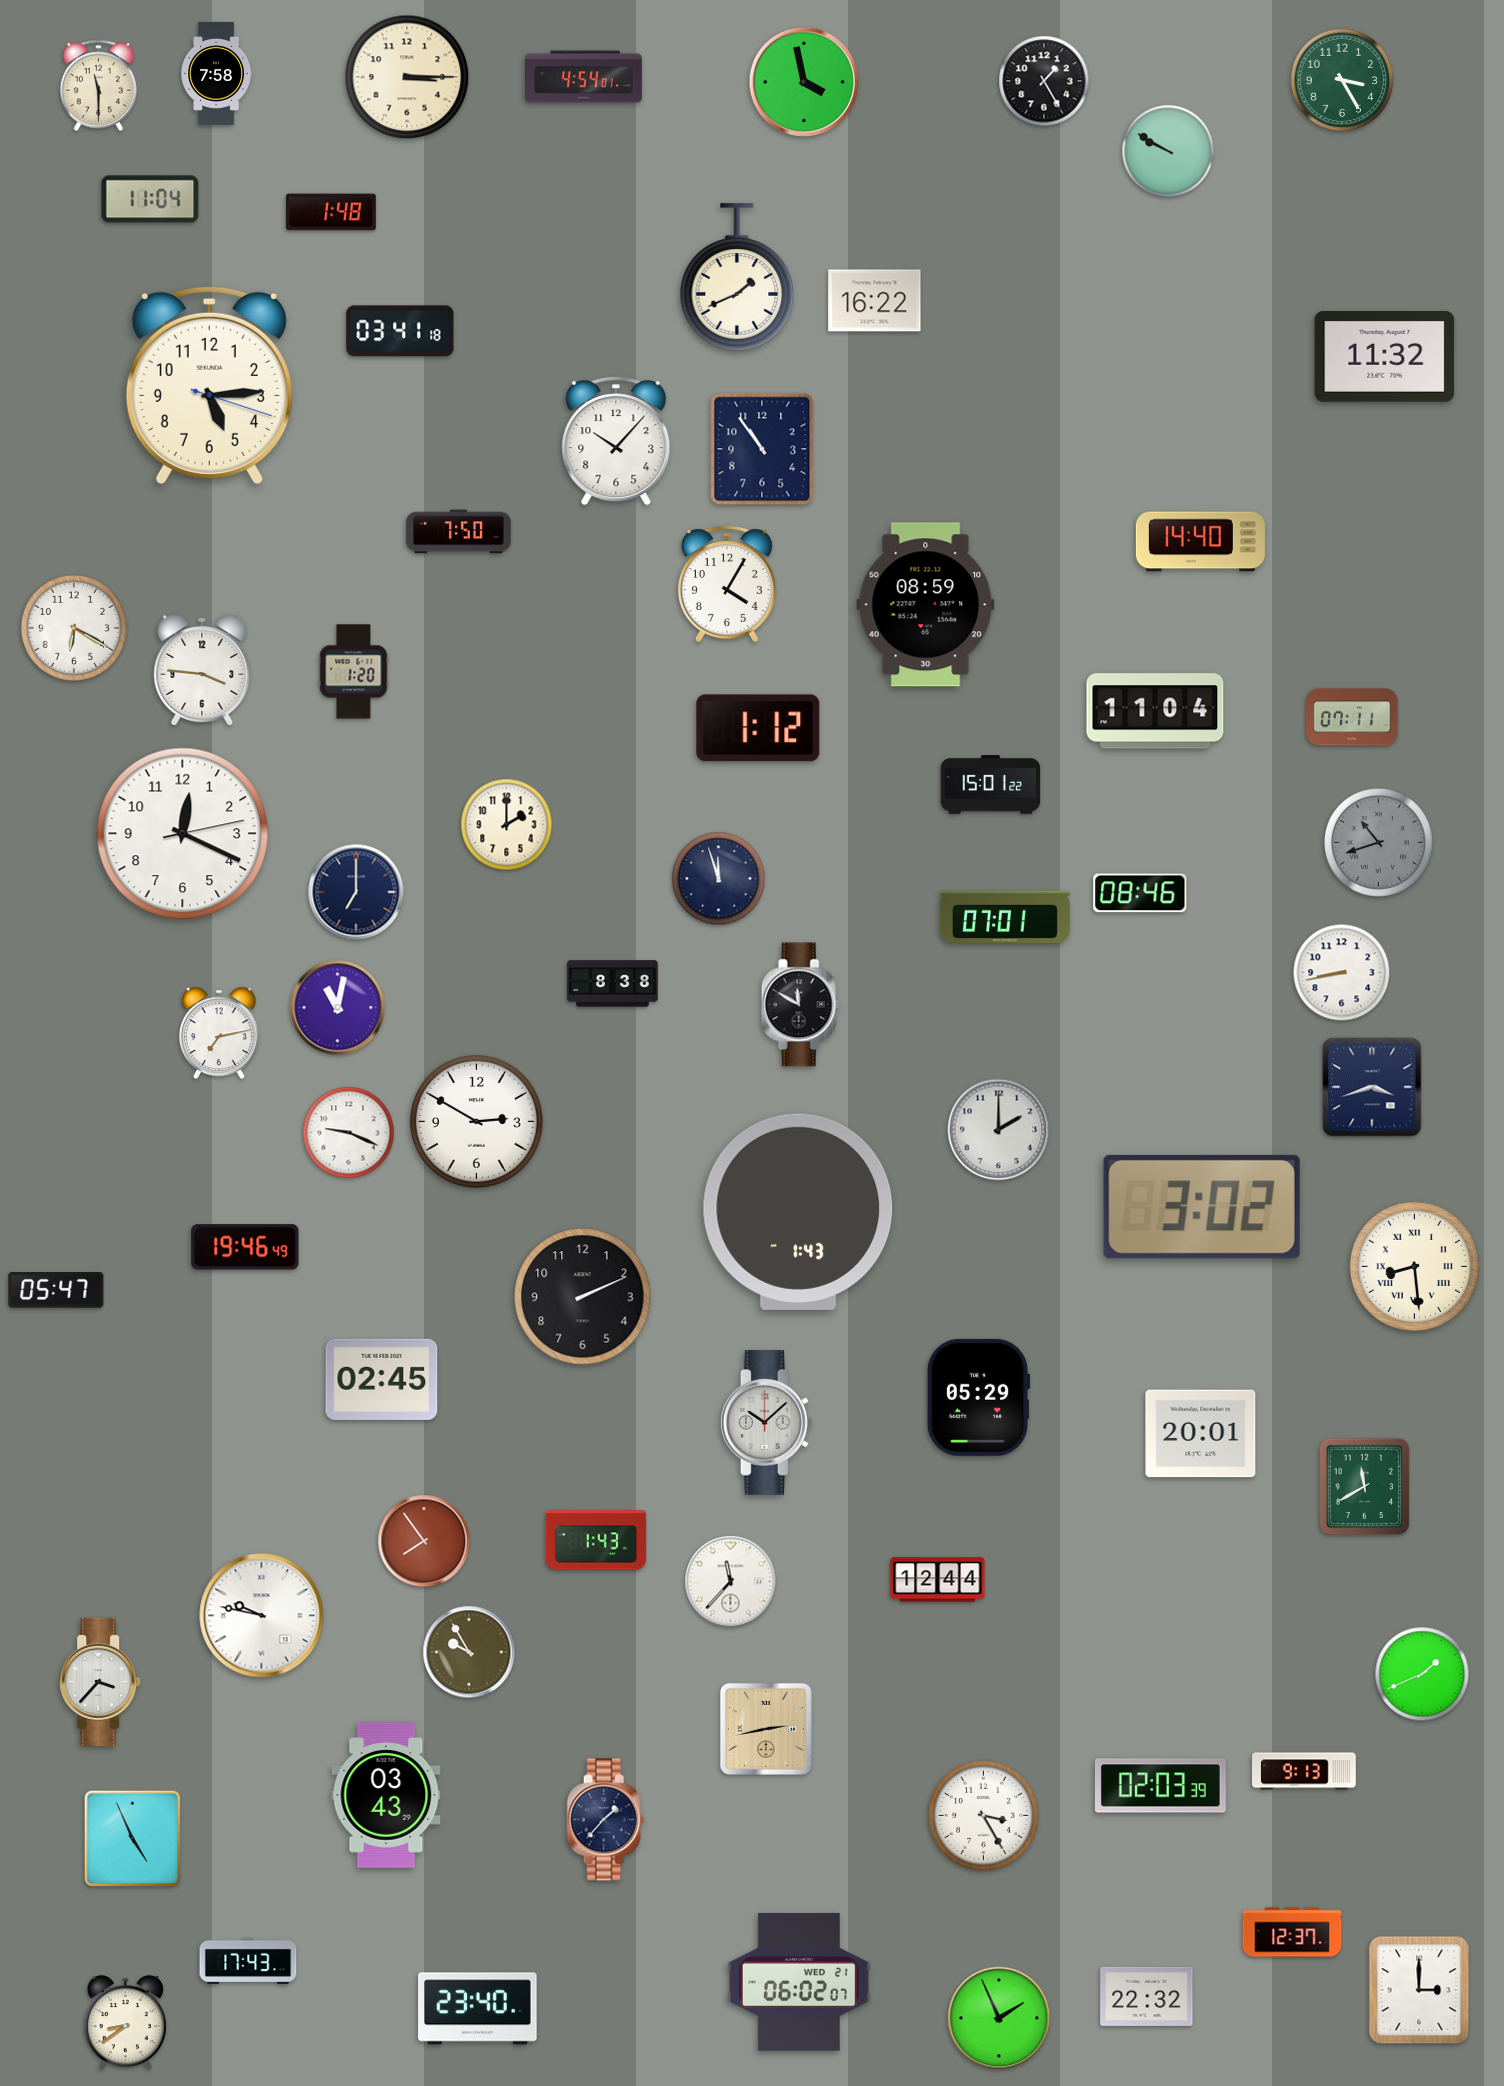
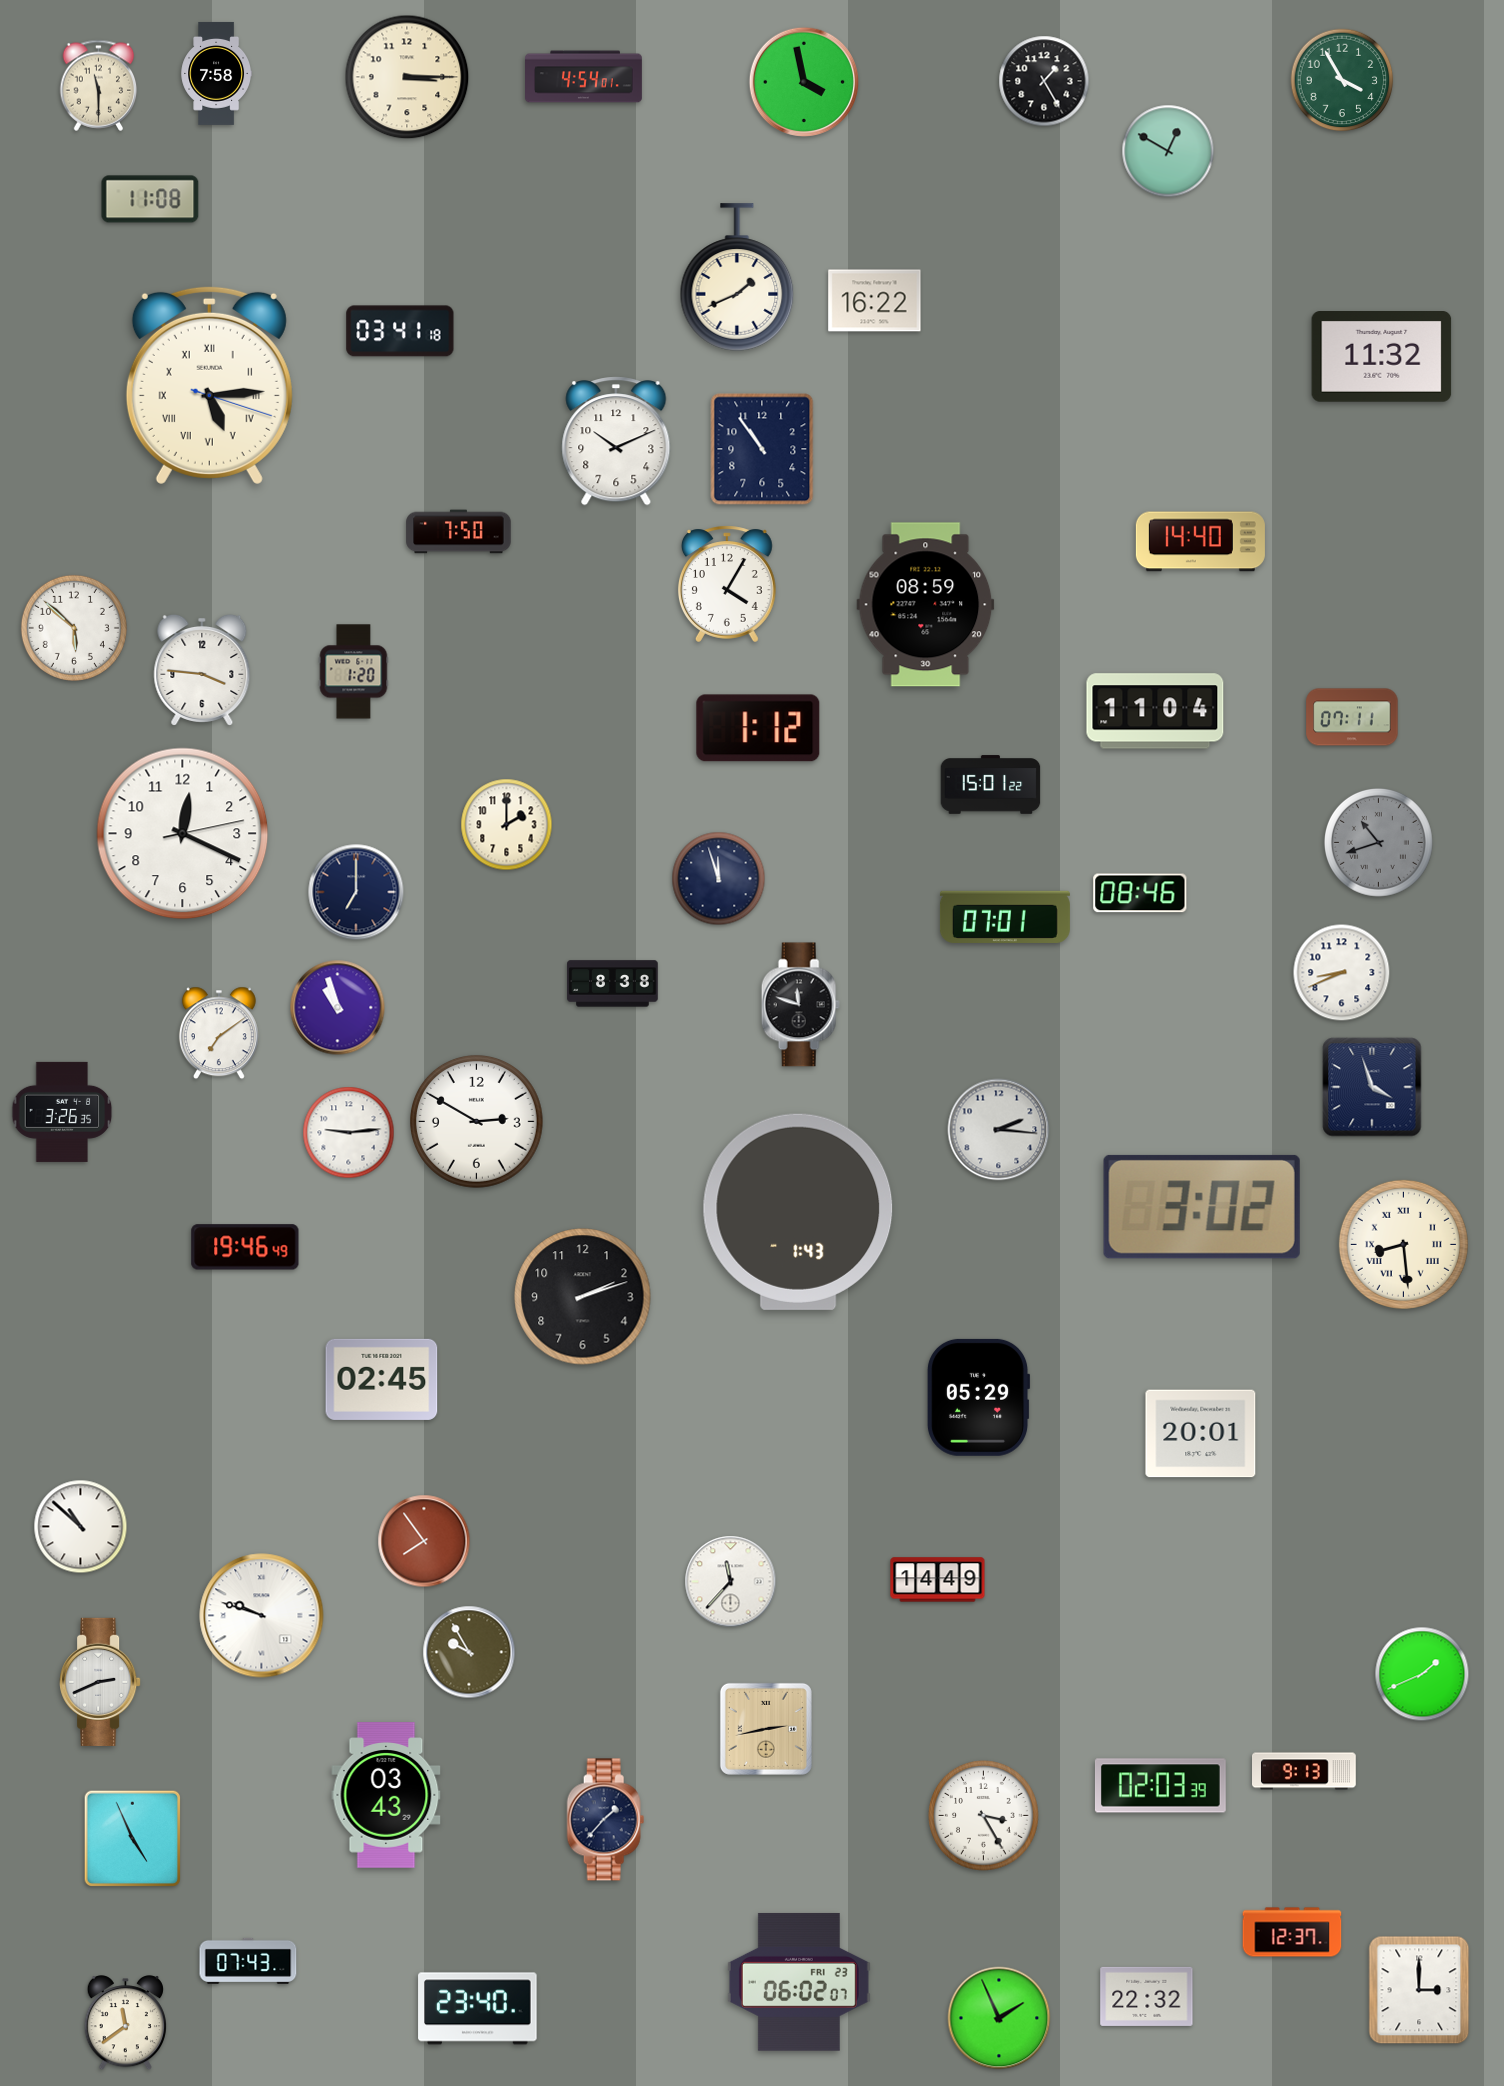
clock at (1342, 80): 3:25 -> 3:55
clock at (1168, 151): 9:50 -> 12:50
clock at (150, 199): 11:04 -> 11:08
clock at (332, 212): 1:48 -> none
clock at (1385, 357) position: (1385, 357) -> (1382, 357)
clock at (209, 385) numerals: Arabic -> Roman
clock at (616, 441): 10:07 -> 10:11
clock at (74, 628): 6:20 -> 5:52
clock at (1342, 973): 8:43 -> 8:41
clock at (800, 1005): 11:50 -> 11:48
clock at (338, 1008): 11:02 -> 10:57
clock at (219, 1033): 7:13 -> 7:09
clock at (1372, 1087): 3:42 -> 3:57
clock at (62, 1112): none -> 3:26
clock at (999, 1130): 2:00 -> 2:16
clock at (349, 1133): 9:19 -> 9:14
clock at (1414, 1266) position: (1414, 1266) -> (1403, 1244)
clock at (56, 1291): 05:47 -> none
clock at (583, 1297): 2:11 -> 2:12
clock at (766, 1423): 10:08 -> none
clock at (1365, 1487): 11:40 -> none
clock at (81, 1527): none -> 10:52
clock at (596, 1540): 1:43 -> none
clock at (938, 1580): 12:44 -> 14:49
clock at (262, 1616): 9:47 -> 9:48
clock at (100, 1682): 3:37 -> 2:41
clock at (248, 1961): 17:43 -> 07:43
clock at (799, 1982) date: WED 21 -> FRI 23
clock at (125, 2023): 8:39 -> 11:39
